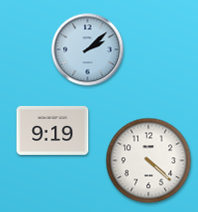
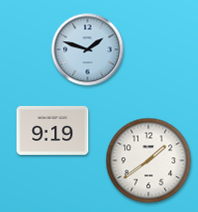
clock at (88, 50): 2:08 -> 1:48
clock at (149, 161): 4:22 -> 1:39
